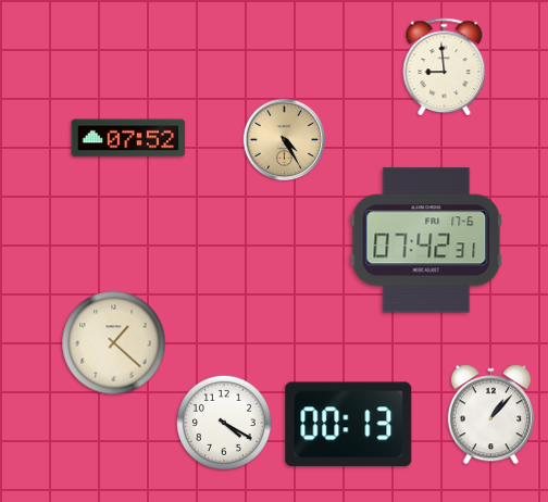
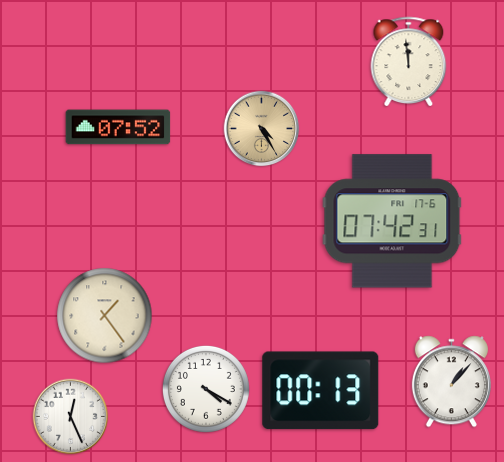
clock at (445, 66): 8:59 -> 11:59
clock at (114, 343): 1:22 -> 1:24
clock at (71, 417): none -> 12:26
